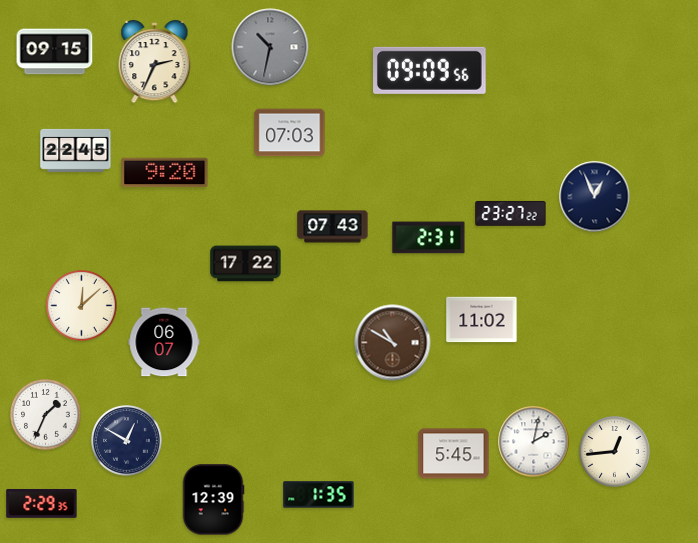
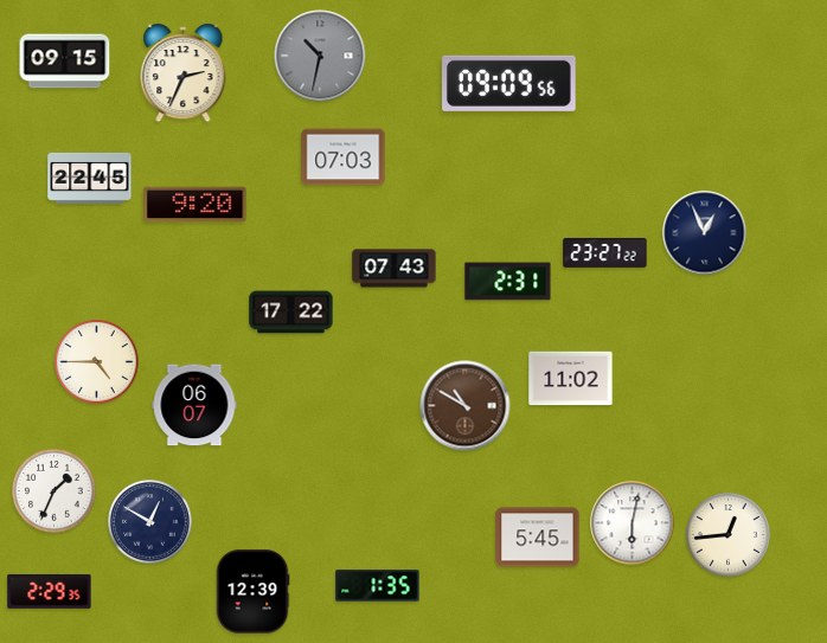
clock at (82, 306): 12:08 -> 4:45
clock at (534, 442): 2:02 -> 6:02
clock at (42, 503) position: (42, 503) -> (50, 591)
